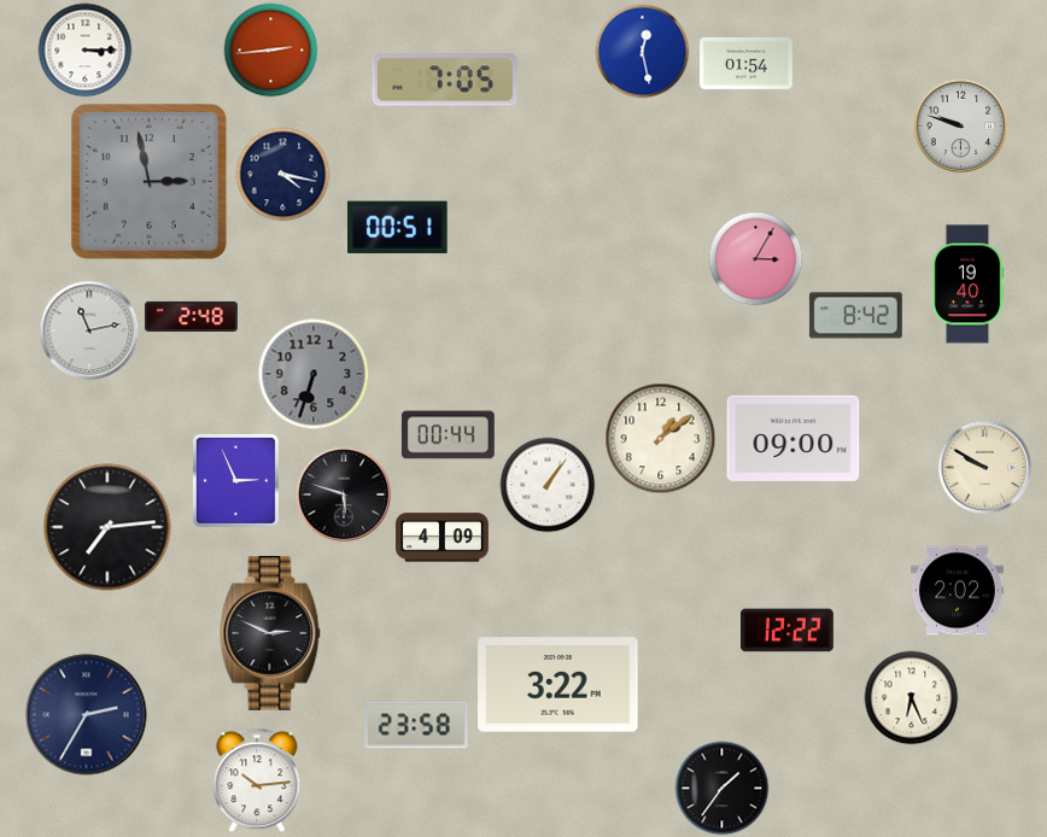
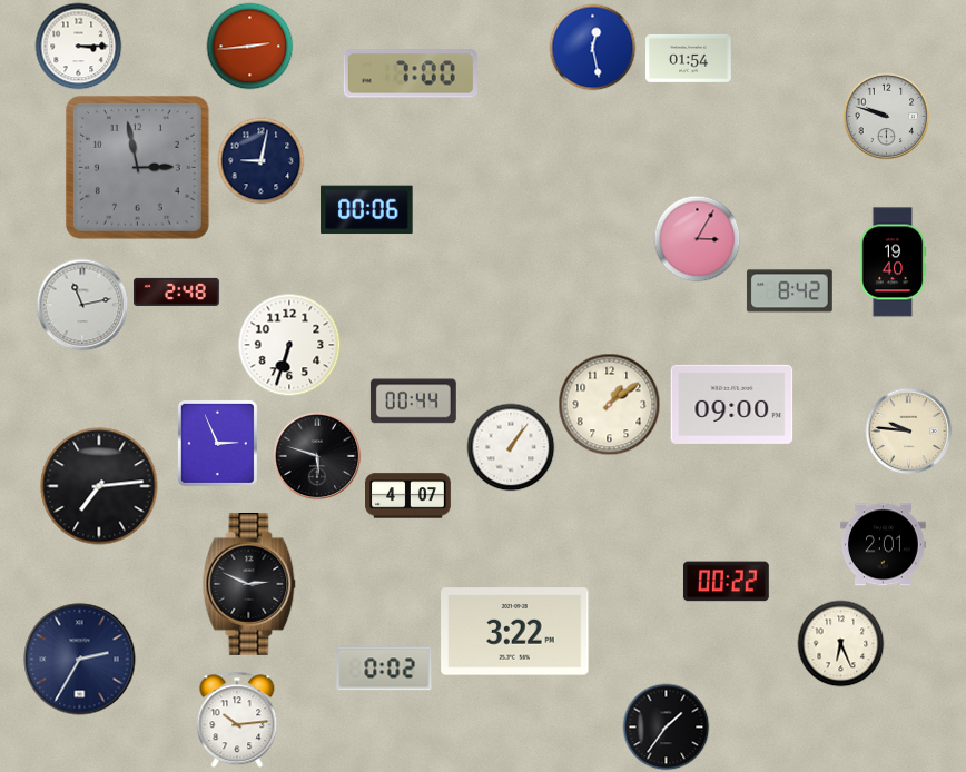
clock at (445, 80): 7:05 -> 7:00
clock at (282, 174): 4:17 -> 9:02
clock at (398, 228): 00:51 -> 00:06
clock at (314, 374) dial: grey -> white
clock at (984, 467): 9:50 -> 9:46
clock at (548, 485) position: (548, 485) -> (511, 447)
clock at (443, 538): 4:09 -> 4:07
clock at (958, 591): 2:02 -> 2:01
clock at (786, 631): 12:22 -> 00:22
clock at (416, 725): 23:58 -> 0:02
